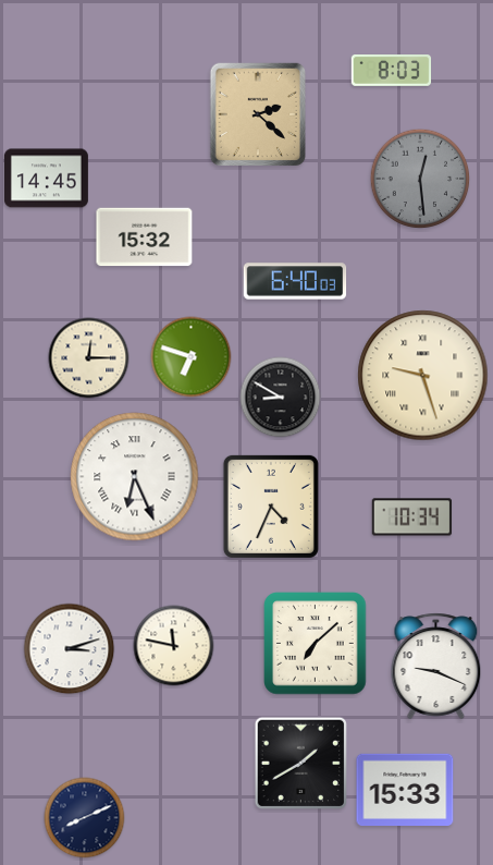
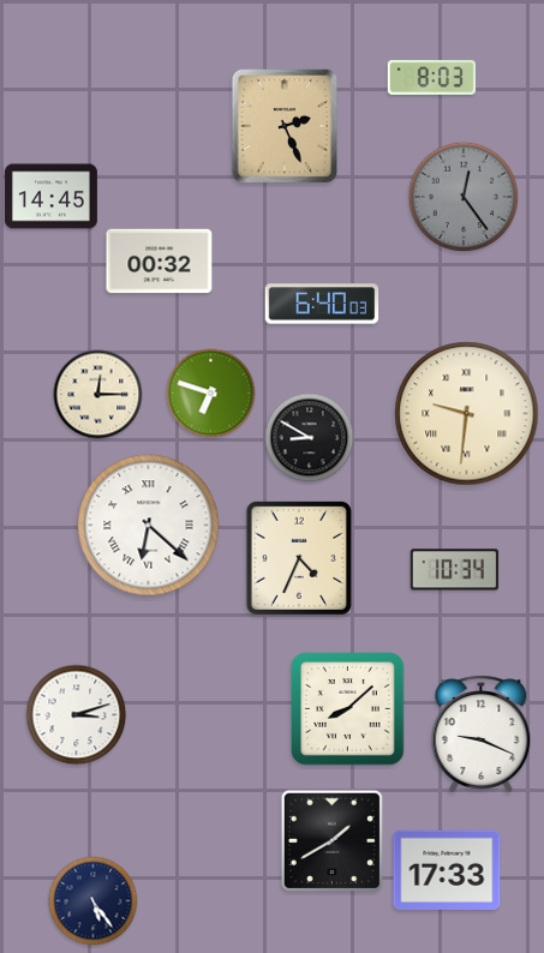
clock at (257, 114): 2:22 -> 2:26
clock at (420, 179): 12:29 -> 12:24
clock at (145, 237): 15:32 -> 00:32
clock at (295, 281) position: (295, 281) -> (322, 304)
clock at (423, 376): 9:27 -> 9:31
clock at (135, 477): 6:26 -> 6:22
clock at (316, 644): 7:08 -> 8:08
clock at (174, 646): 11:47 -> none
clock at (405, 789): 15:33 -> 17:33
clock at (85, 818): 8:11 -> 5:24
